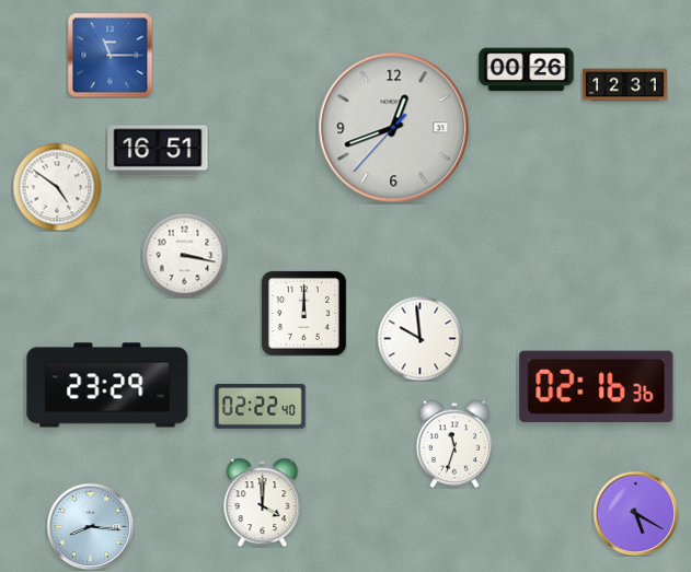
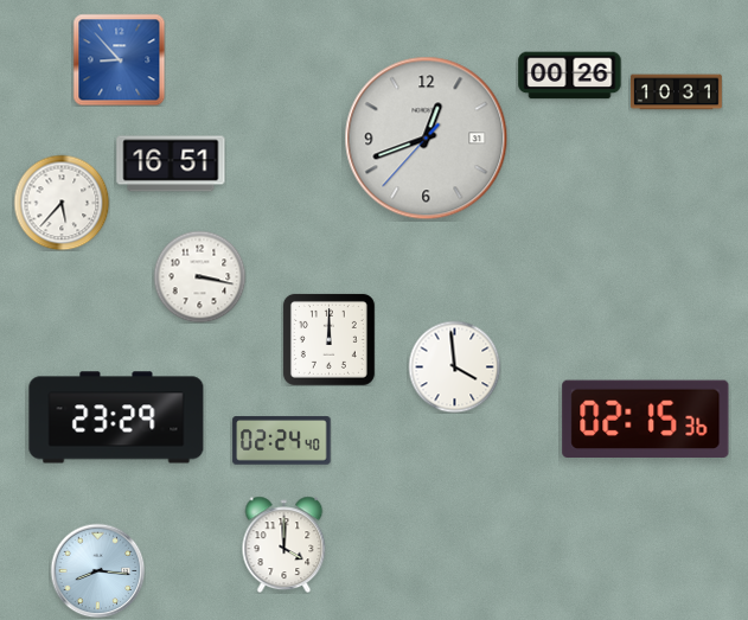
clock at (110, 55): 11:15 -> 8:53
clock at (625, 85): 12:31 -> 10:31
clock at (57, 187): 4:51 -> 5:37
clock at (419, 338): 9:59 -> 3:59
clock at (597, 387): 02:16 -> 02:15
clock at (261, 407): 02:22 -> 02:24
clock at (454, 444): 11:33 -> none
clock at (635, 513): 5:20 -> none
